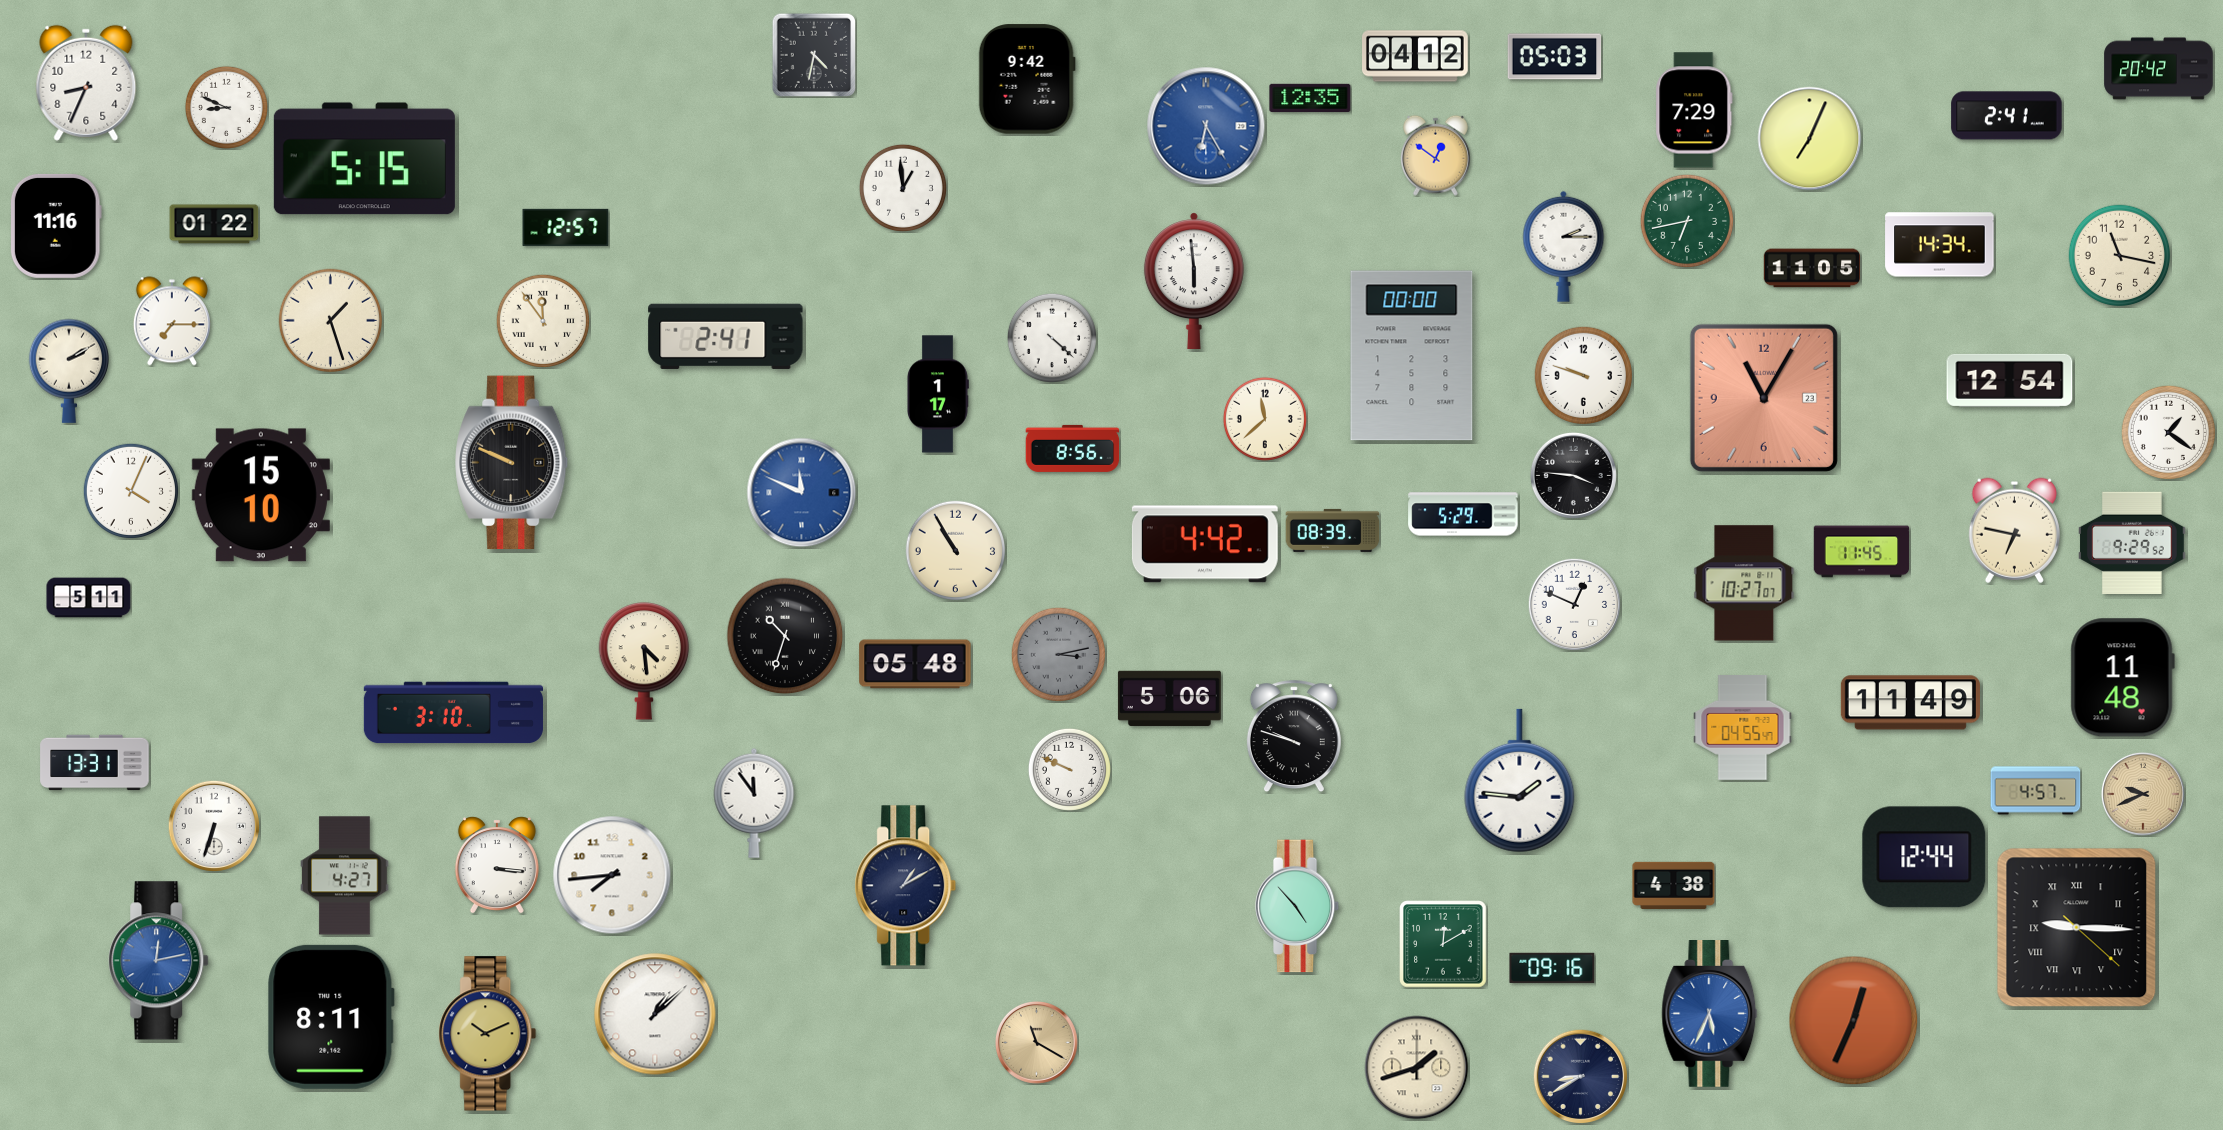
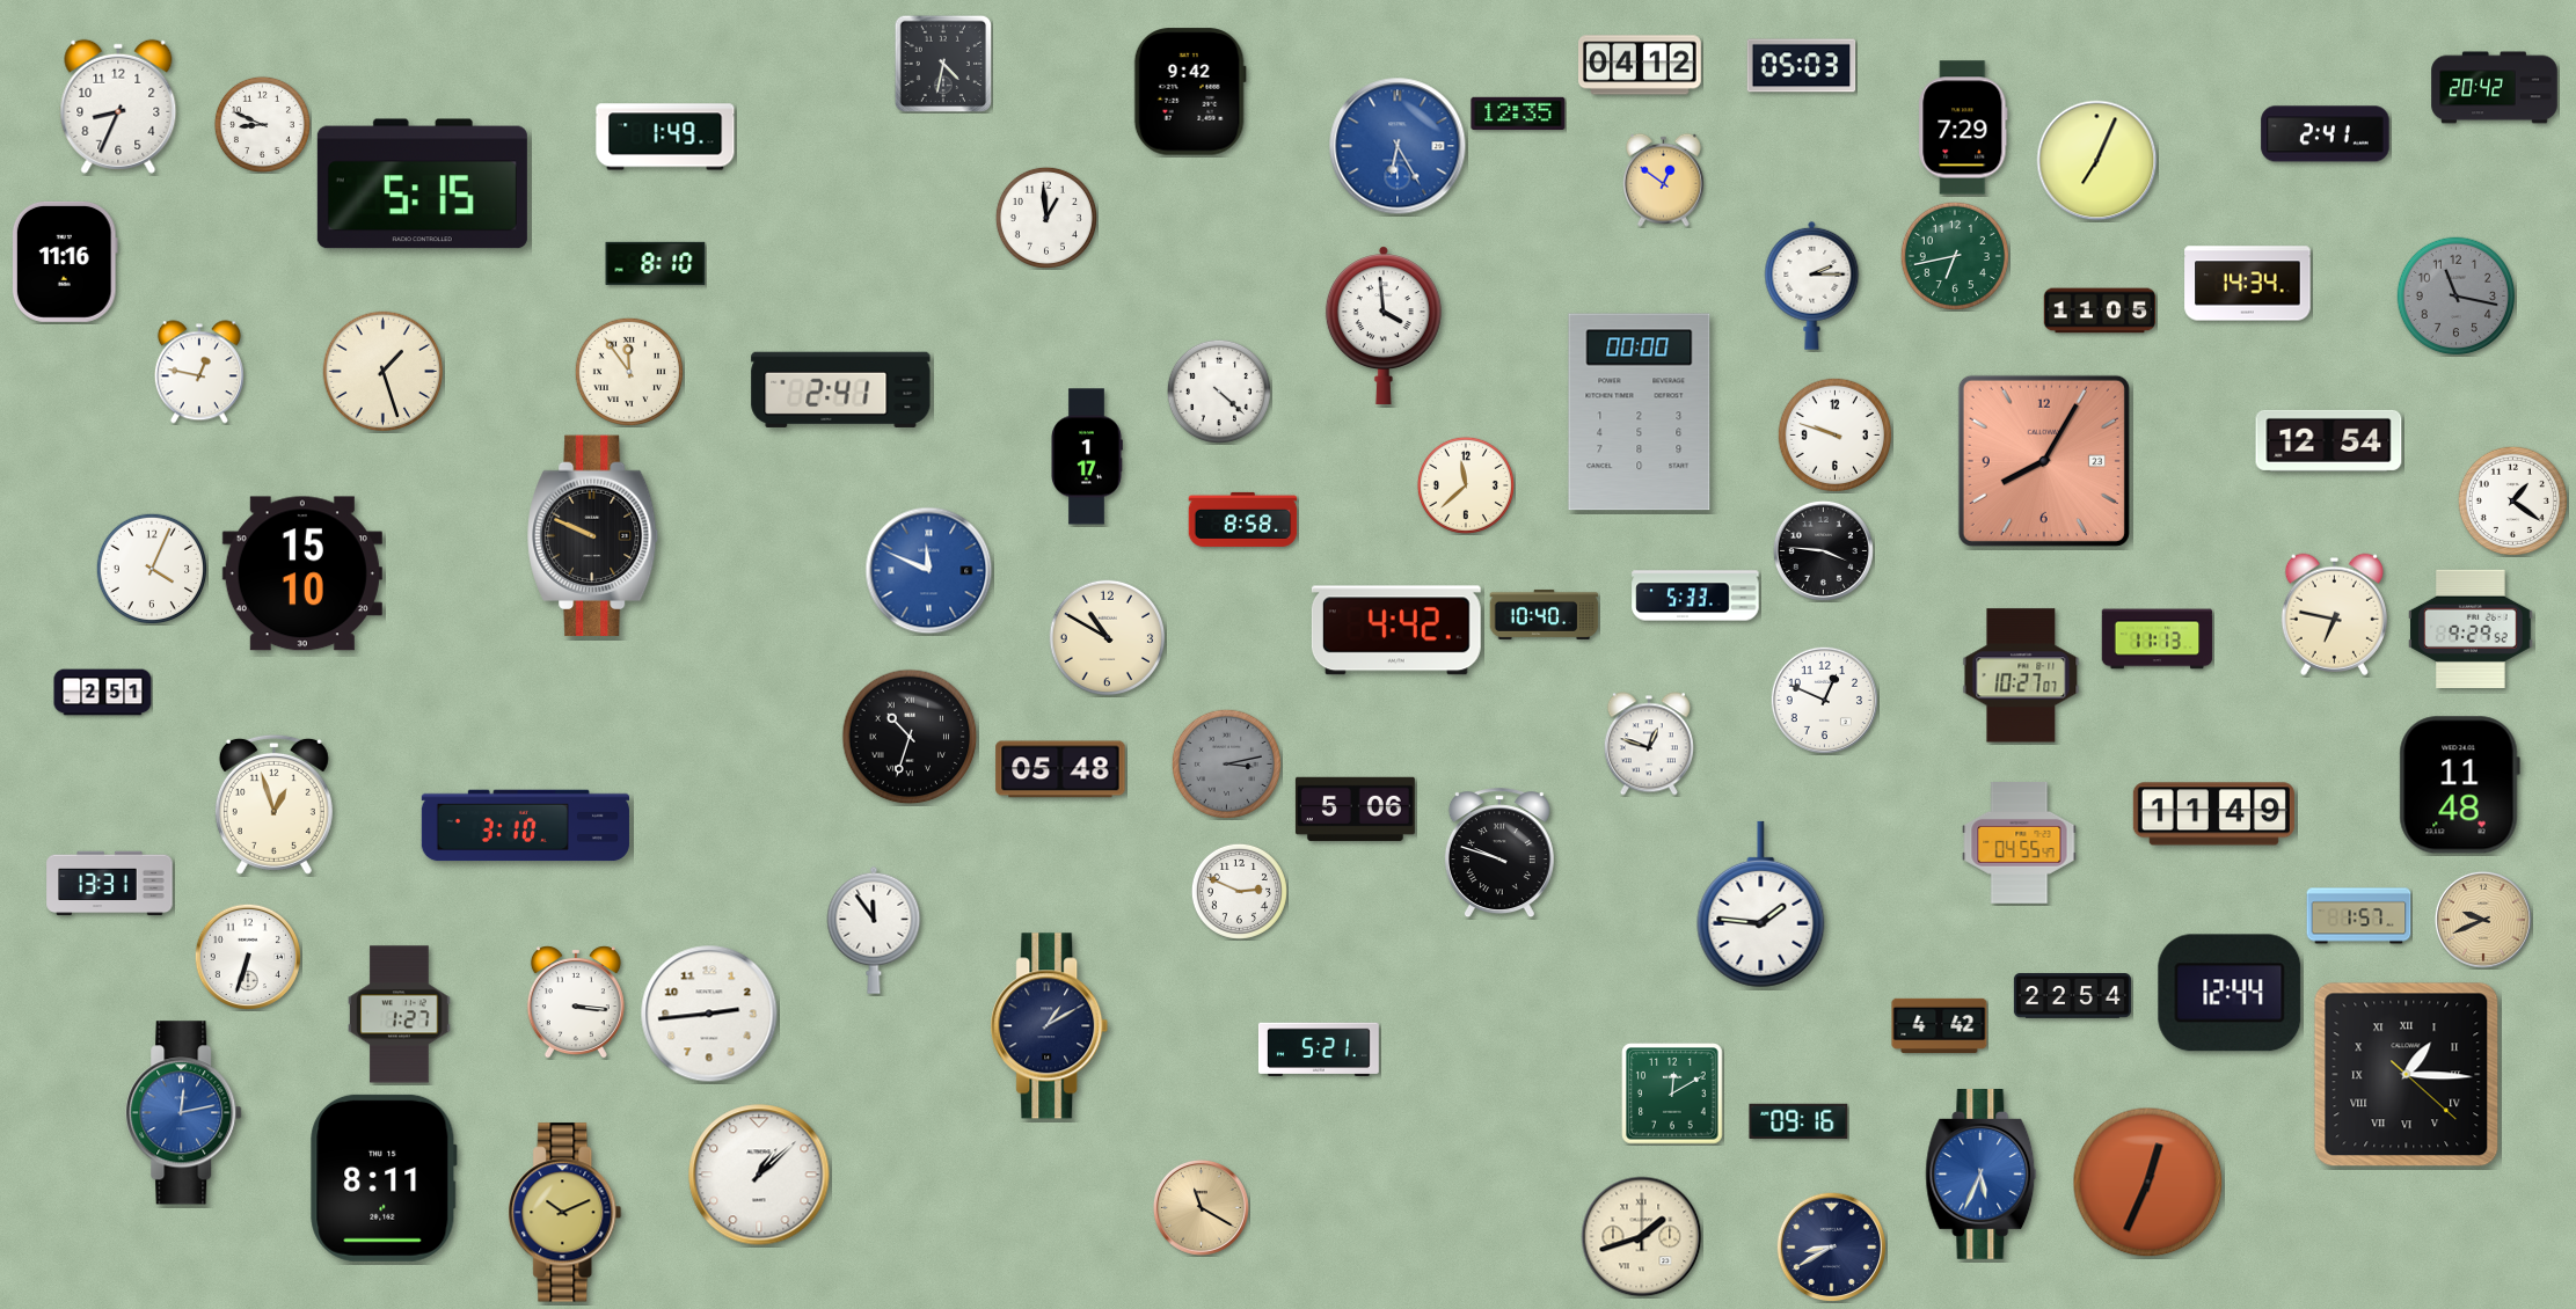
clock at (2159, 69) position: (2159, 69) -> (2495, 88)
clock at (86, 83) position: (86, 83) -> (118, 107)
clock at (665, 137): none -> 1:49
clock at (214, 224): 01:22 -> none
clock at (566, 227): 12:57 -> 8:10
clock at (2120, 256) dial: cream -> grey
clock at (1194, 280): 5:59 -> 3:59
clock at (172, 321): 7:15 -> 12:47
clock at (1412, 356) position: (1412, 356) -> (1640, 412)
clock at (68, 371): 2:10 -> none
clock at (1764, 398): 11:05 -> 8:05
clock at (1073, 448): 8:56 -> 8:58
clock at (1463, 514): 5:29 -> 5:33
clock at (1333, 530): 08:39 -> 10:40
clock at (956, 551): 10:55 -> 10:50
clock at (1862, 552): 11:45 -> 11:13
clock at (89, 598): 5:11 -> 2:51
clock at (1649, 744): none -> 12:48
clock at (1058, 654) position: (1058, 654) -> (1226, 763)
clock at (644, 662): 4:29 -> none
clock at (273, 804): none -> 12:57
clock at (1069, 769): 9:49 -> 2:49
clock at (2036, 791): 4:57 -> 1:57
clock at (2072, 996): none -> 22:54
clock at (612, 875): 7:44 -> 2:44
clock at (345, 876): 4:27 -> 1:27
clock at (1674, 885): 4:38 -> 4:42
clock at (1319, 1048): none -> 5:21
clock at (1297, 906): 4:53 -> none
clock at (2077, 928): 9:15 -> 1:15
clock at (488, 1034) position: (488, 1034) -> (565, 1213)
